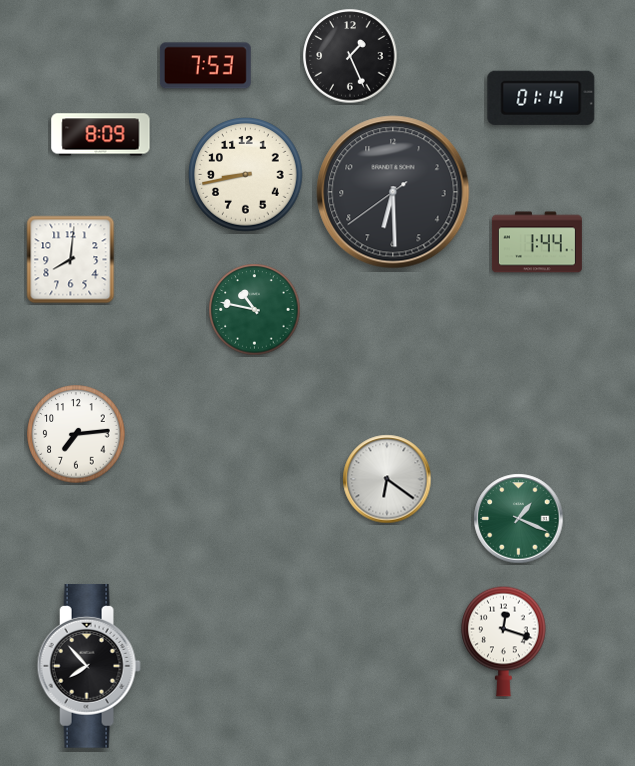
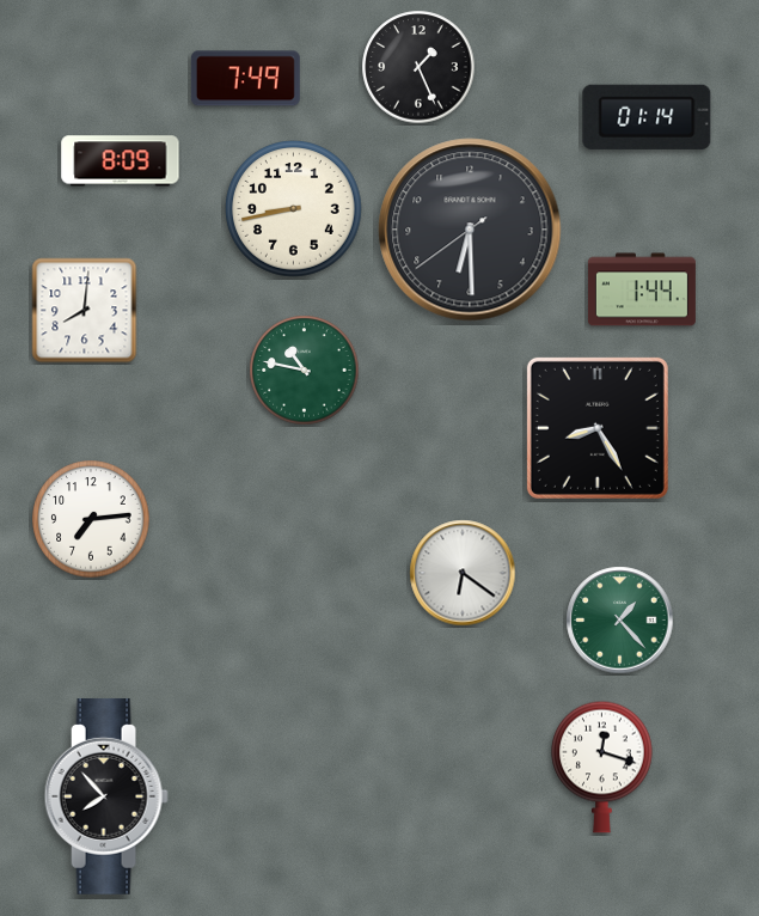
clock at (205, 66): 7:53 -> 7:49
clock at (598, 428): none -> 8:25
clock at (519, 519): 1:19 -> 1:23
